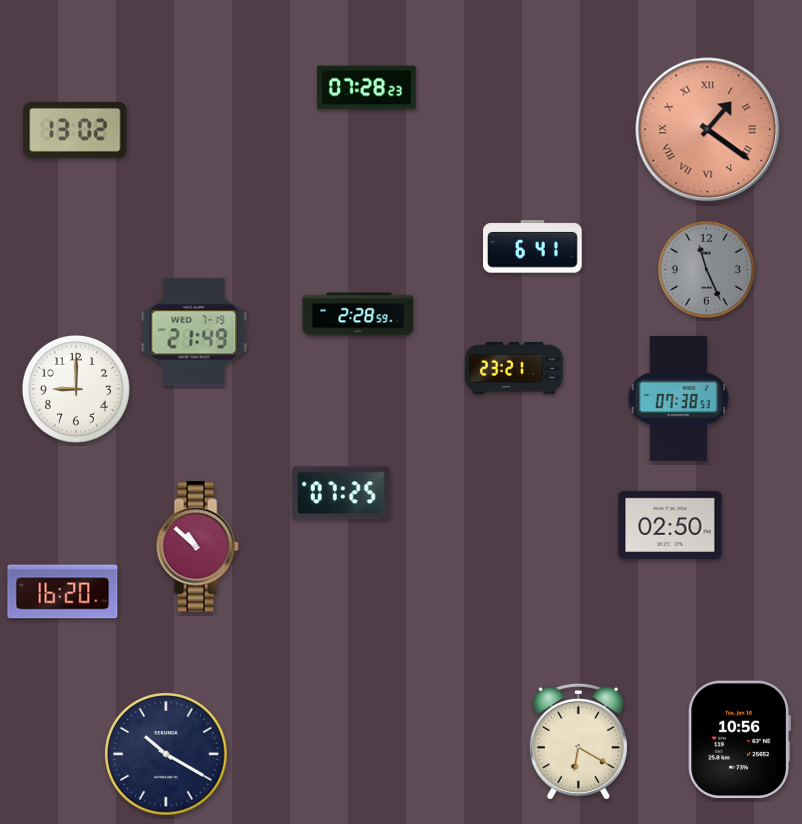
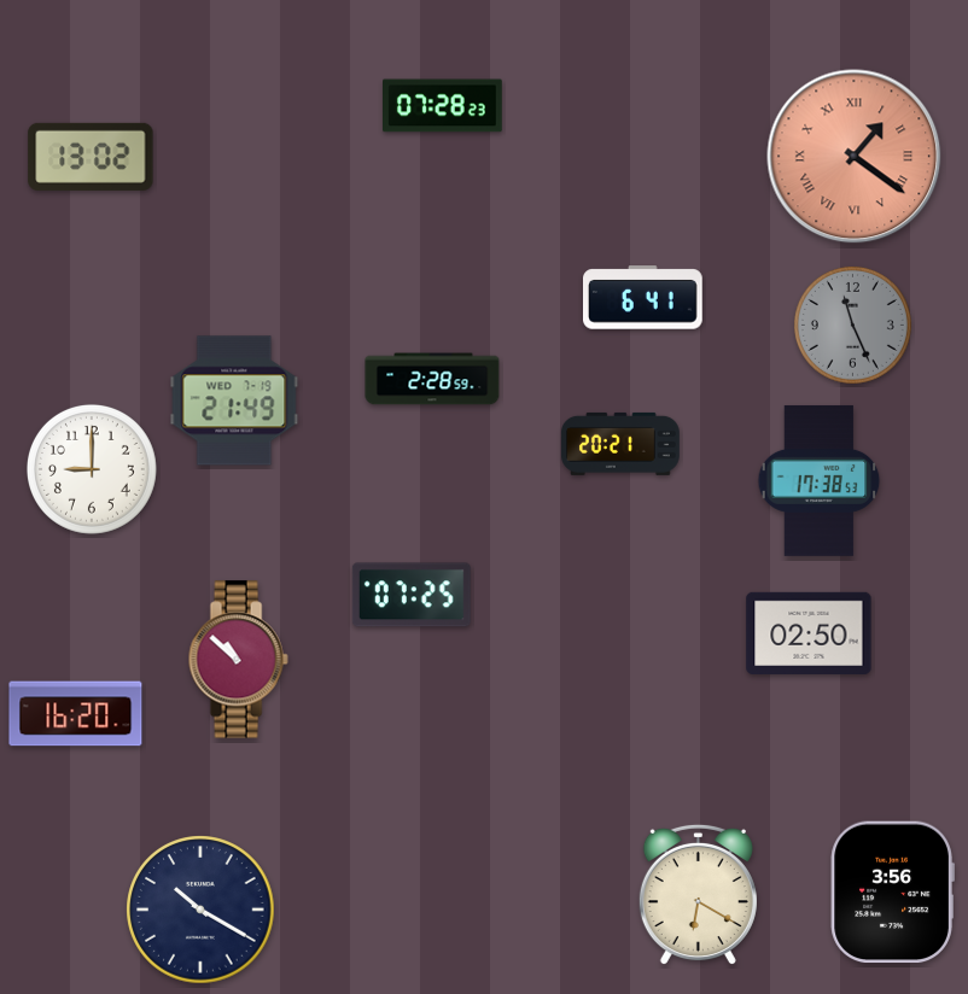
clock at (514, 368): 23:21 -> 20:21
clock at (679, 398): 07:38 -> 17:38
clock at (739, 740): 10:56 -> 3:56
